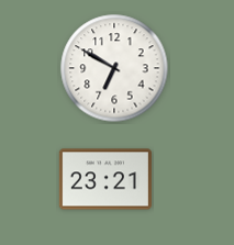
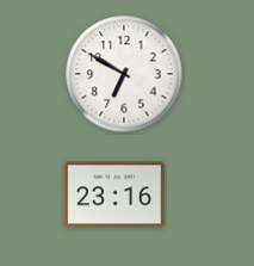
clock at (105, 179): 23:21 -> 23:16
